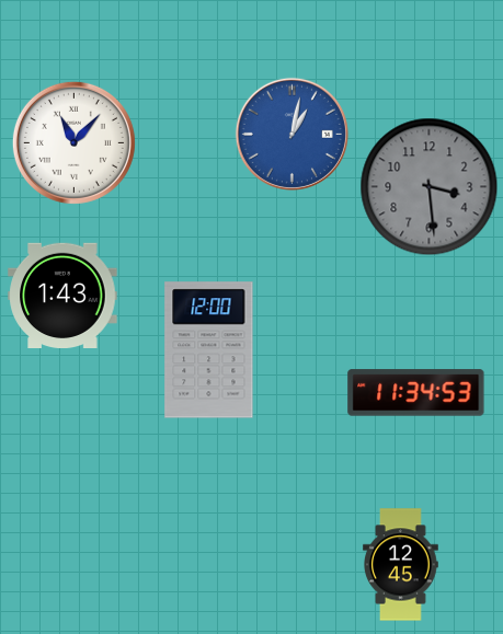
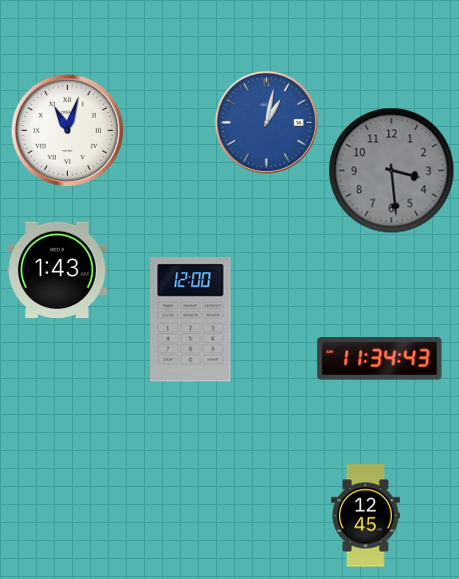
clock at (73, 142): 11:07 -> 11:03
clock at (416, 393): 11:34:53 -> 11:34:43
